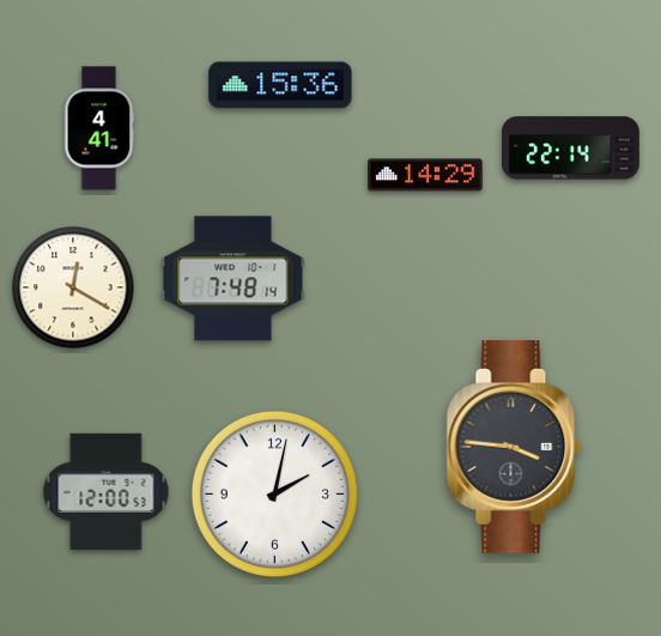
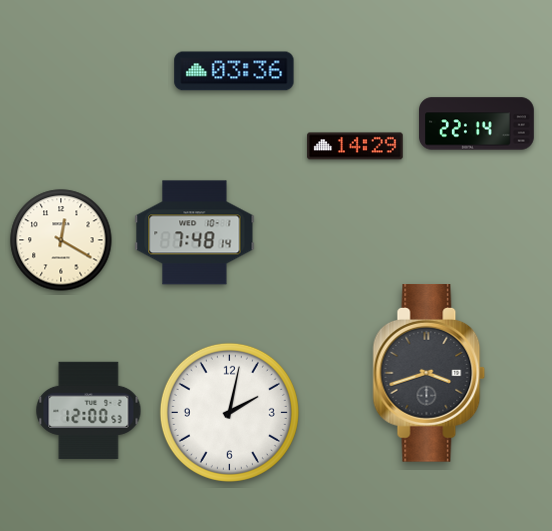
clock at (280, 85): 15:36 -> 03:36
clock at (99, 128): 4:41 -> none
clock at (514, 448): 3:46 -> 3:42
